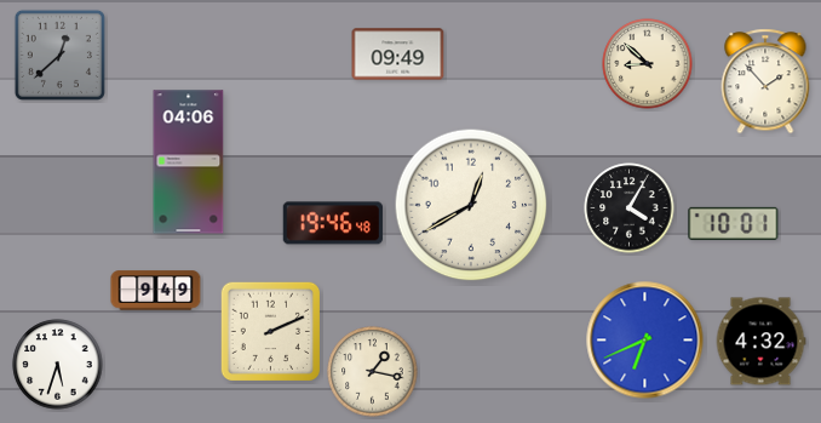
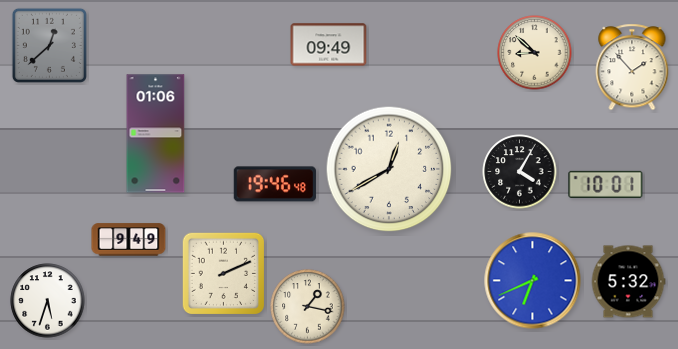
clock at (189, 162): 04:06 -> 01:06
clock at (760, 342): 4:32 -> 5:32
